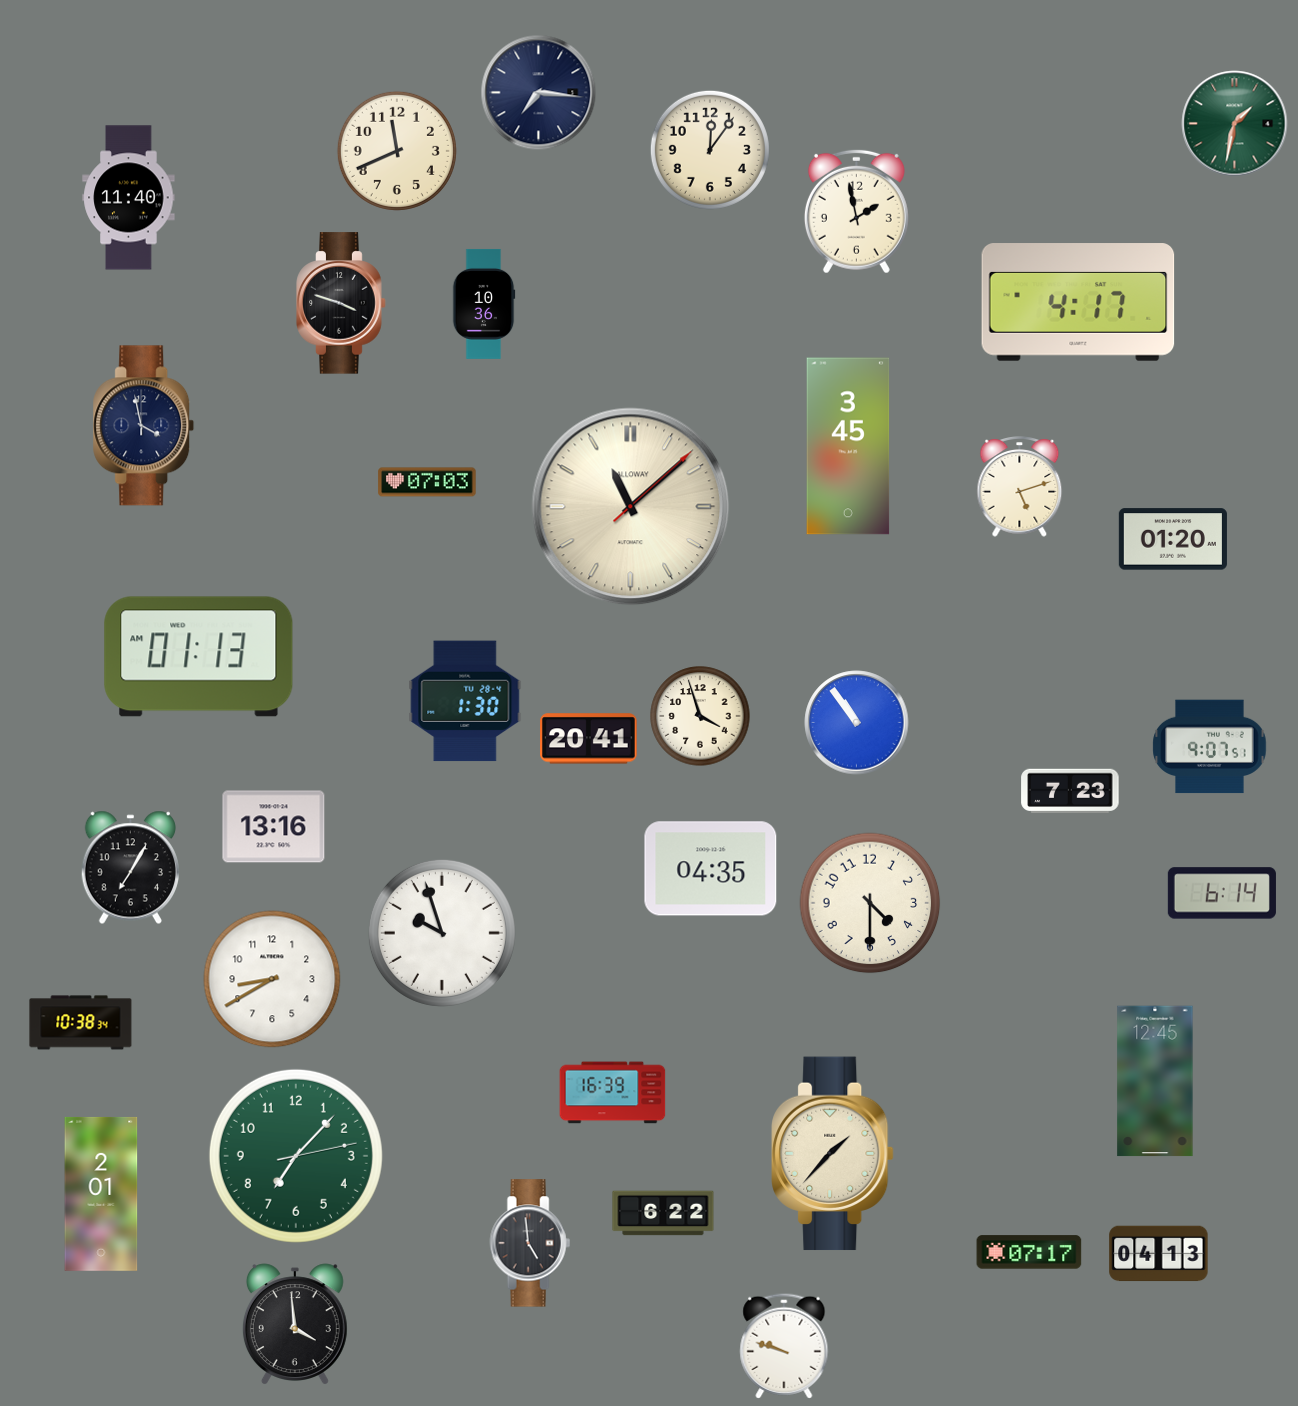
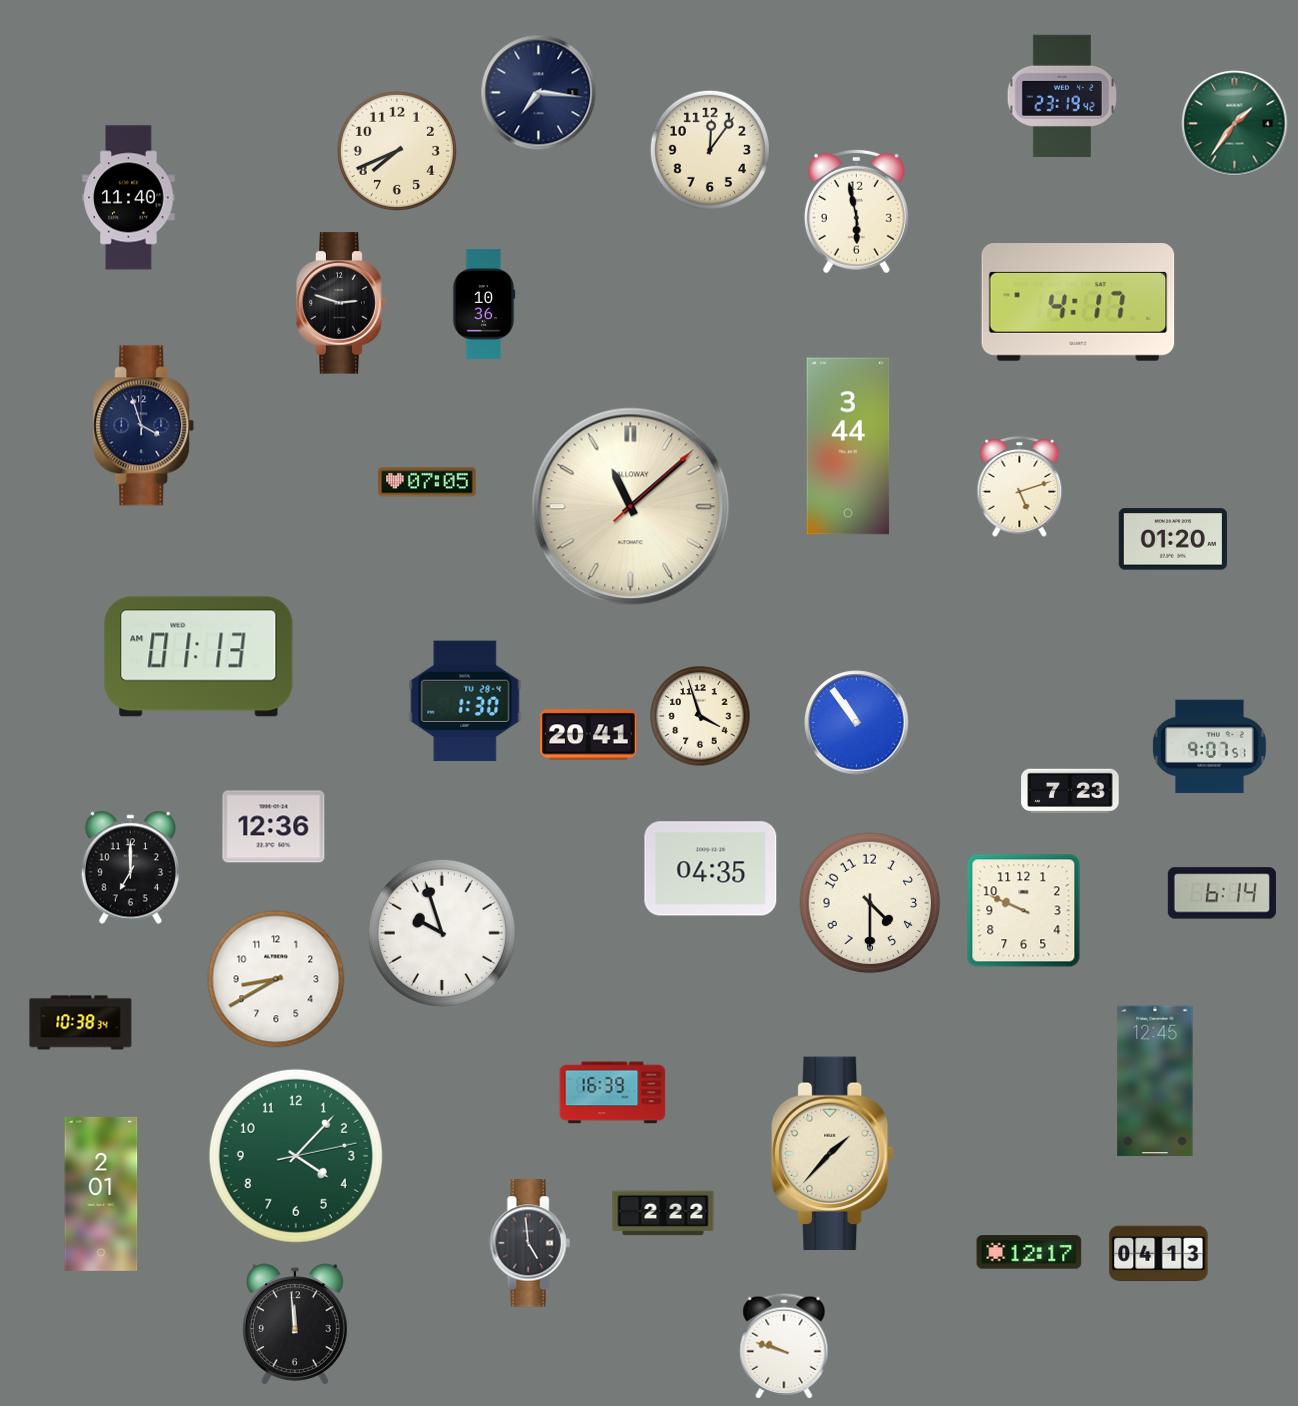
clock at (1062, 95): none -> 23:19
clock at (1235, 124): 1:32 -> 1:36
clock at (397, 151): 11:41 -> 7:41
clock at (856, 211): 1:58 -> 5:58
clock at (341, 303): 3:48 -> 2:48
clock at (144, 426): 3:58 -> 3:57
clock at (848, 446): 3:45 -> 3:44
clock at (427, 482): 07:03 -> 07:05
clock at (589, 739) position: (589, 739) -> (589, 735)
clock at (274, 827): 13:16 -> 12:36
clock at (130, 868): 7:05 -> 7:00
clock at (1024, 911): none -> 9:49
clock at (272, 979) position: (272, 979) -> (276, 979)
clock at (296, 1156): 7:07 -> 4:07
clock at (663, 1213): 6:22 -> 2:22
clock at (1029, 1252): 07:17 -> 12:17
clock at (295, 1324): 3:59 -> 11:59
